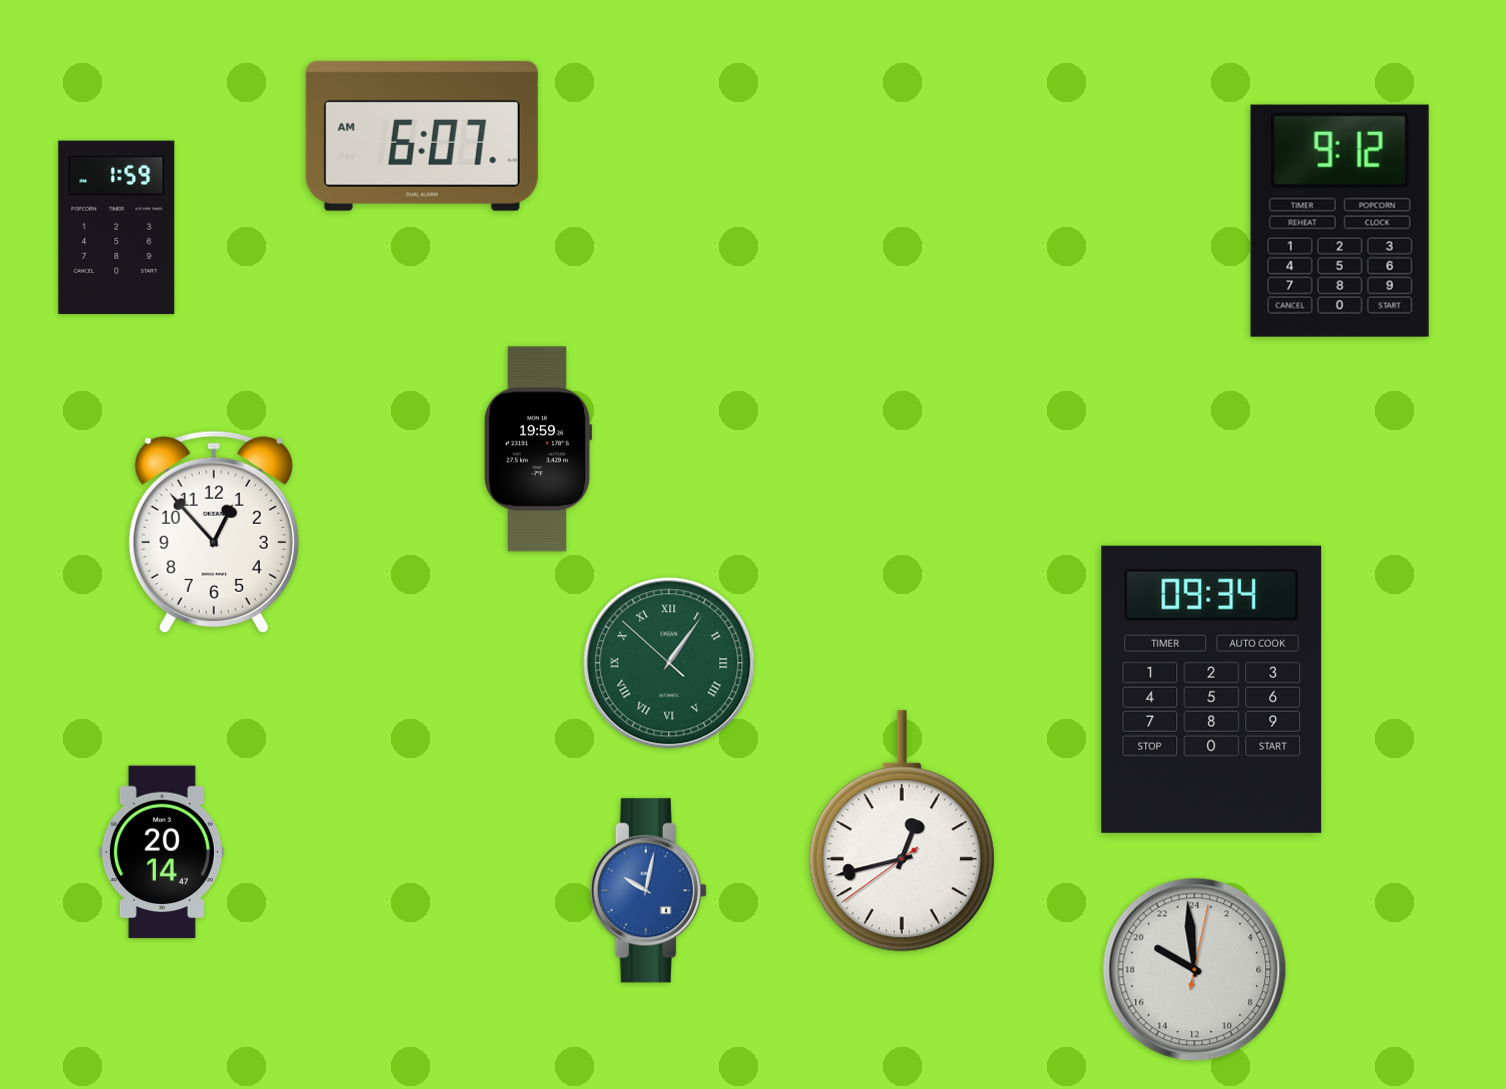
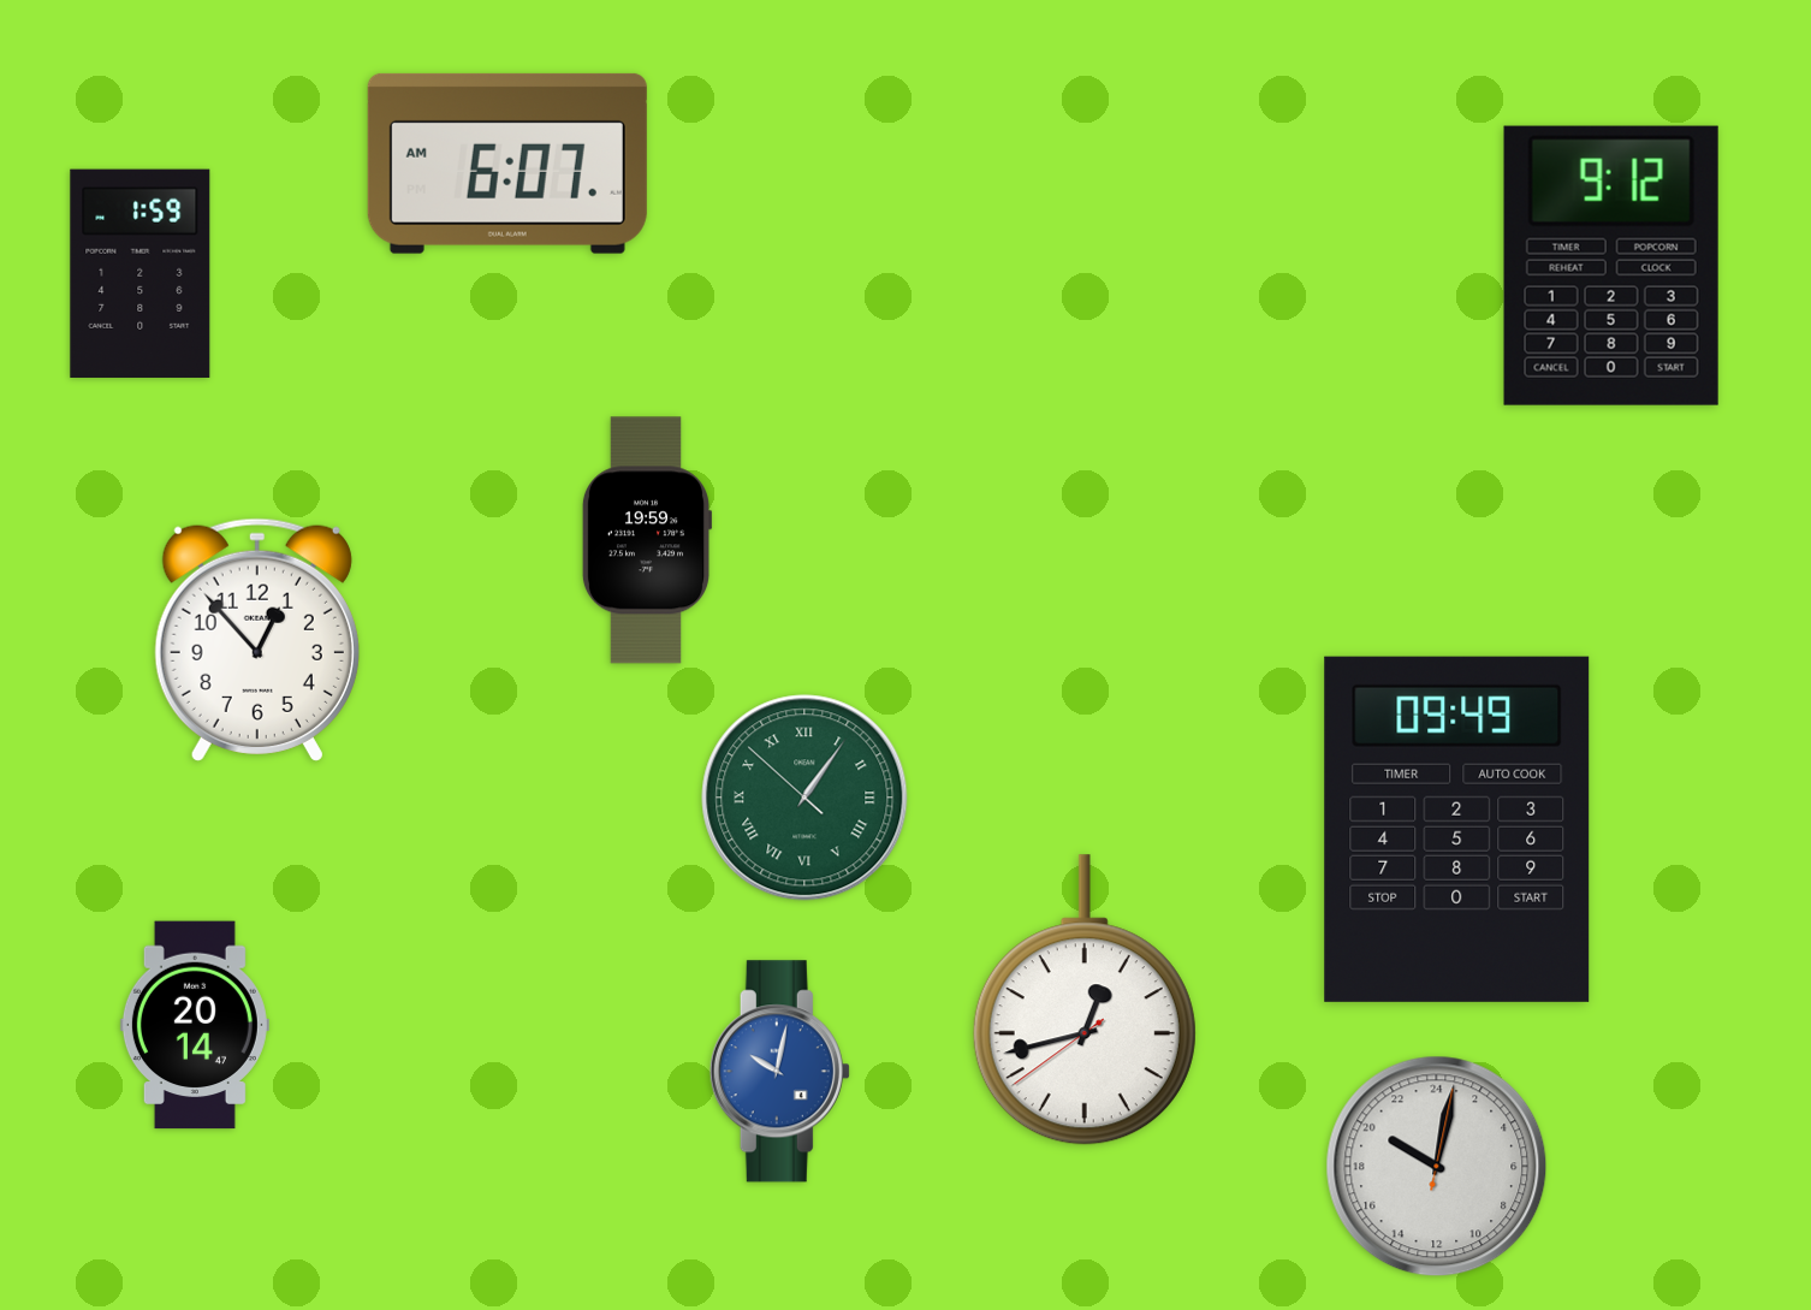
clock at (1212, 689): 09:34 -> 09:49
clock at (1195, 970): 19:59 -> 20:02
